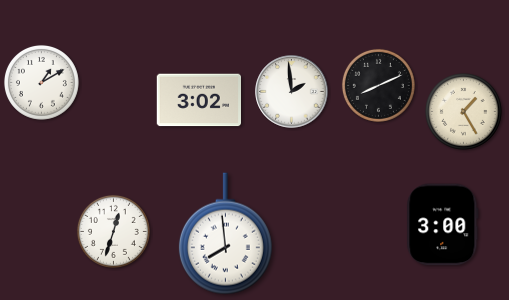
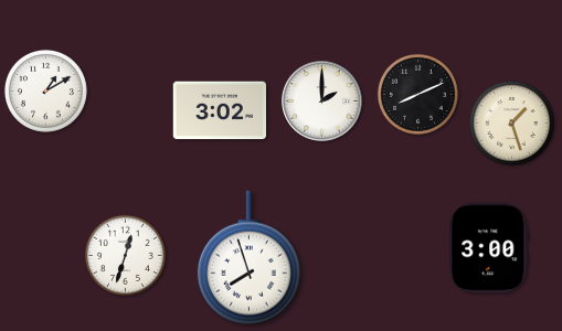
clock at (292, 92): 1:59 -> 2:00
clock at (464, 112): 1:25 -> 1:27
clock at (225, 234): 7:59 -> 7:57
